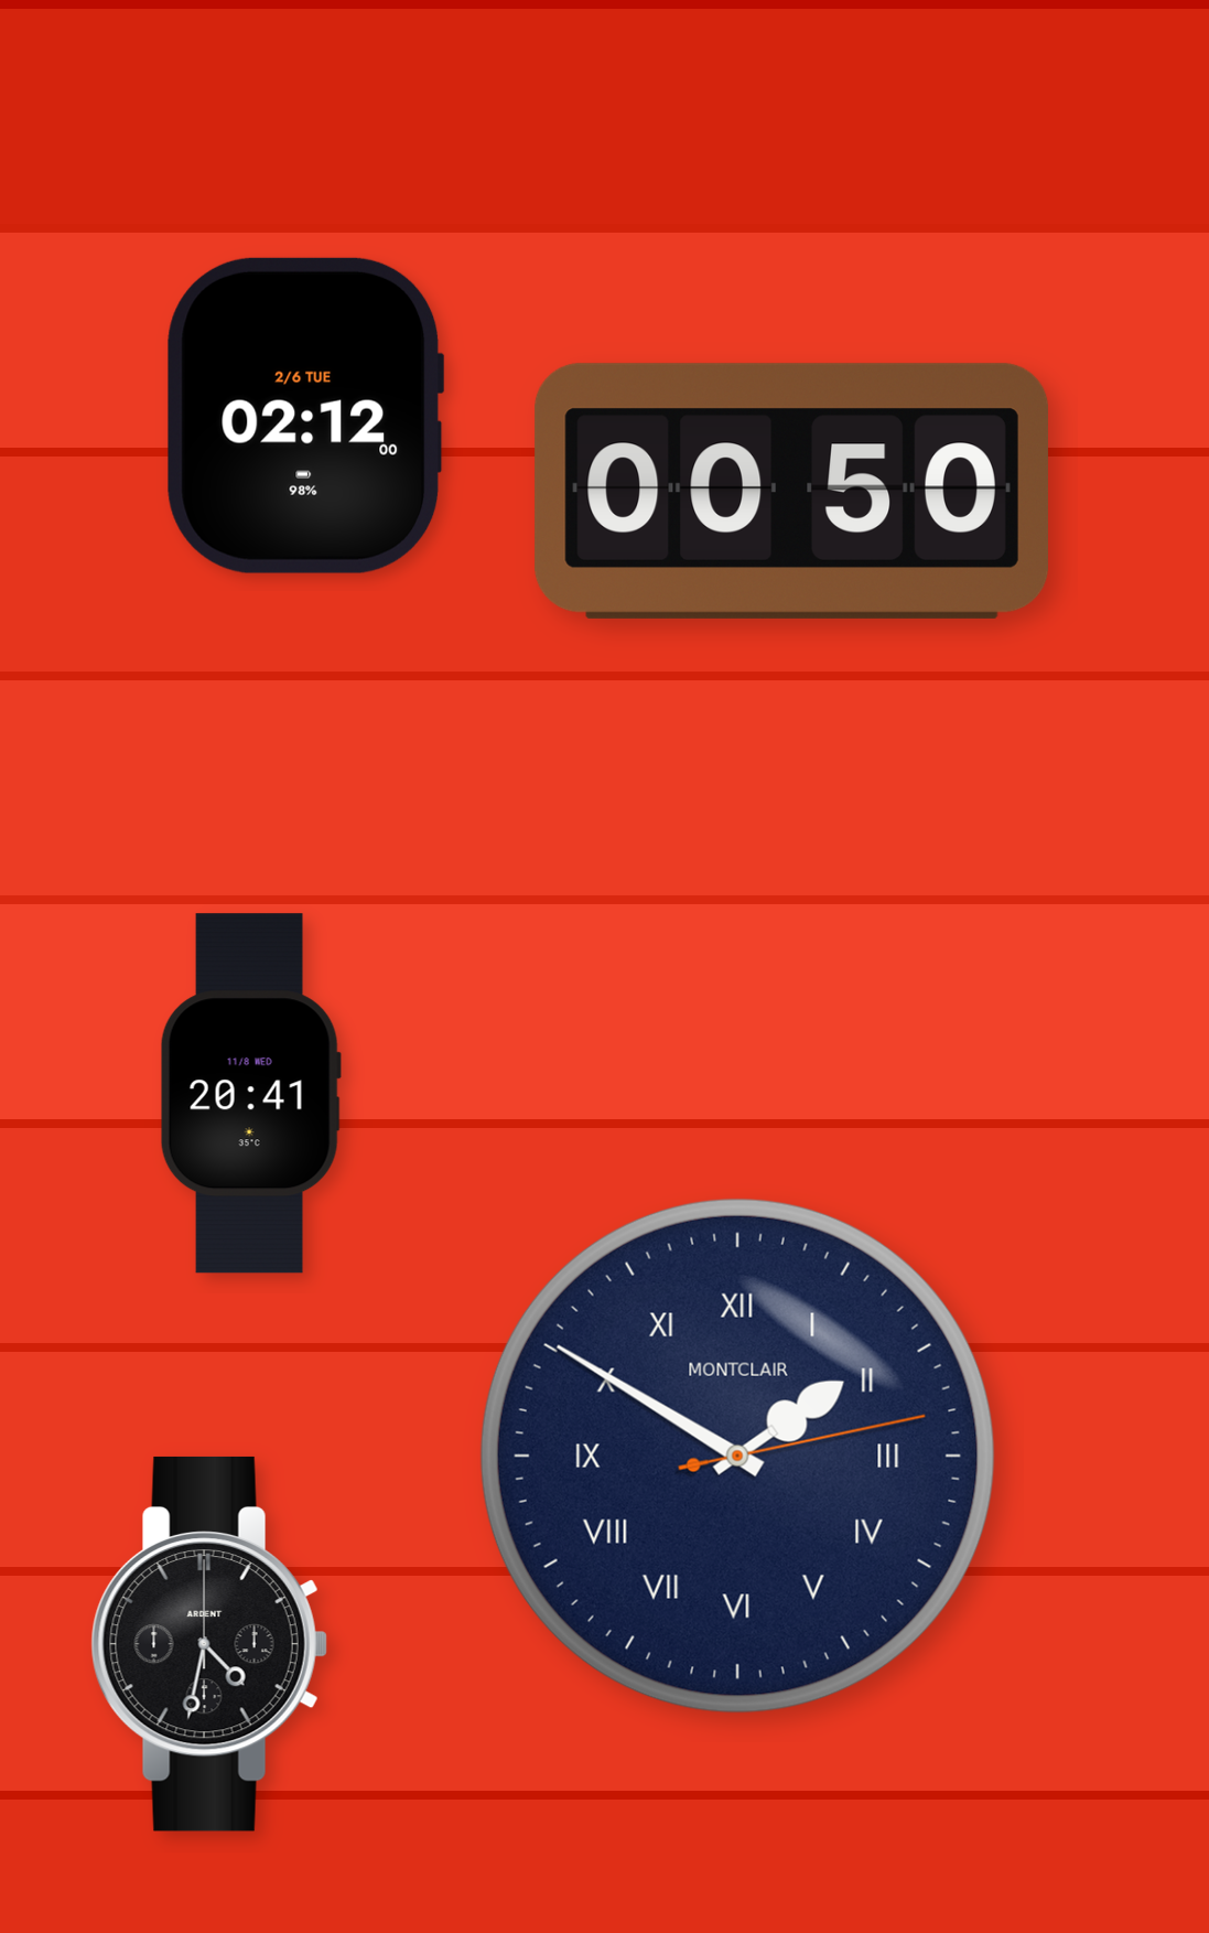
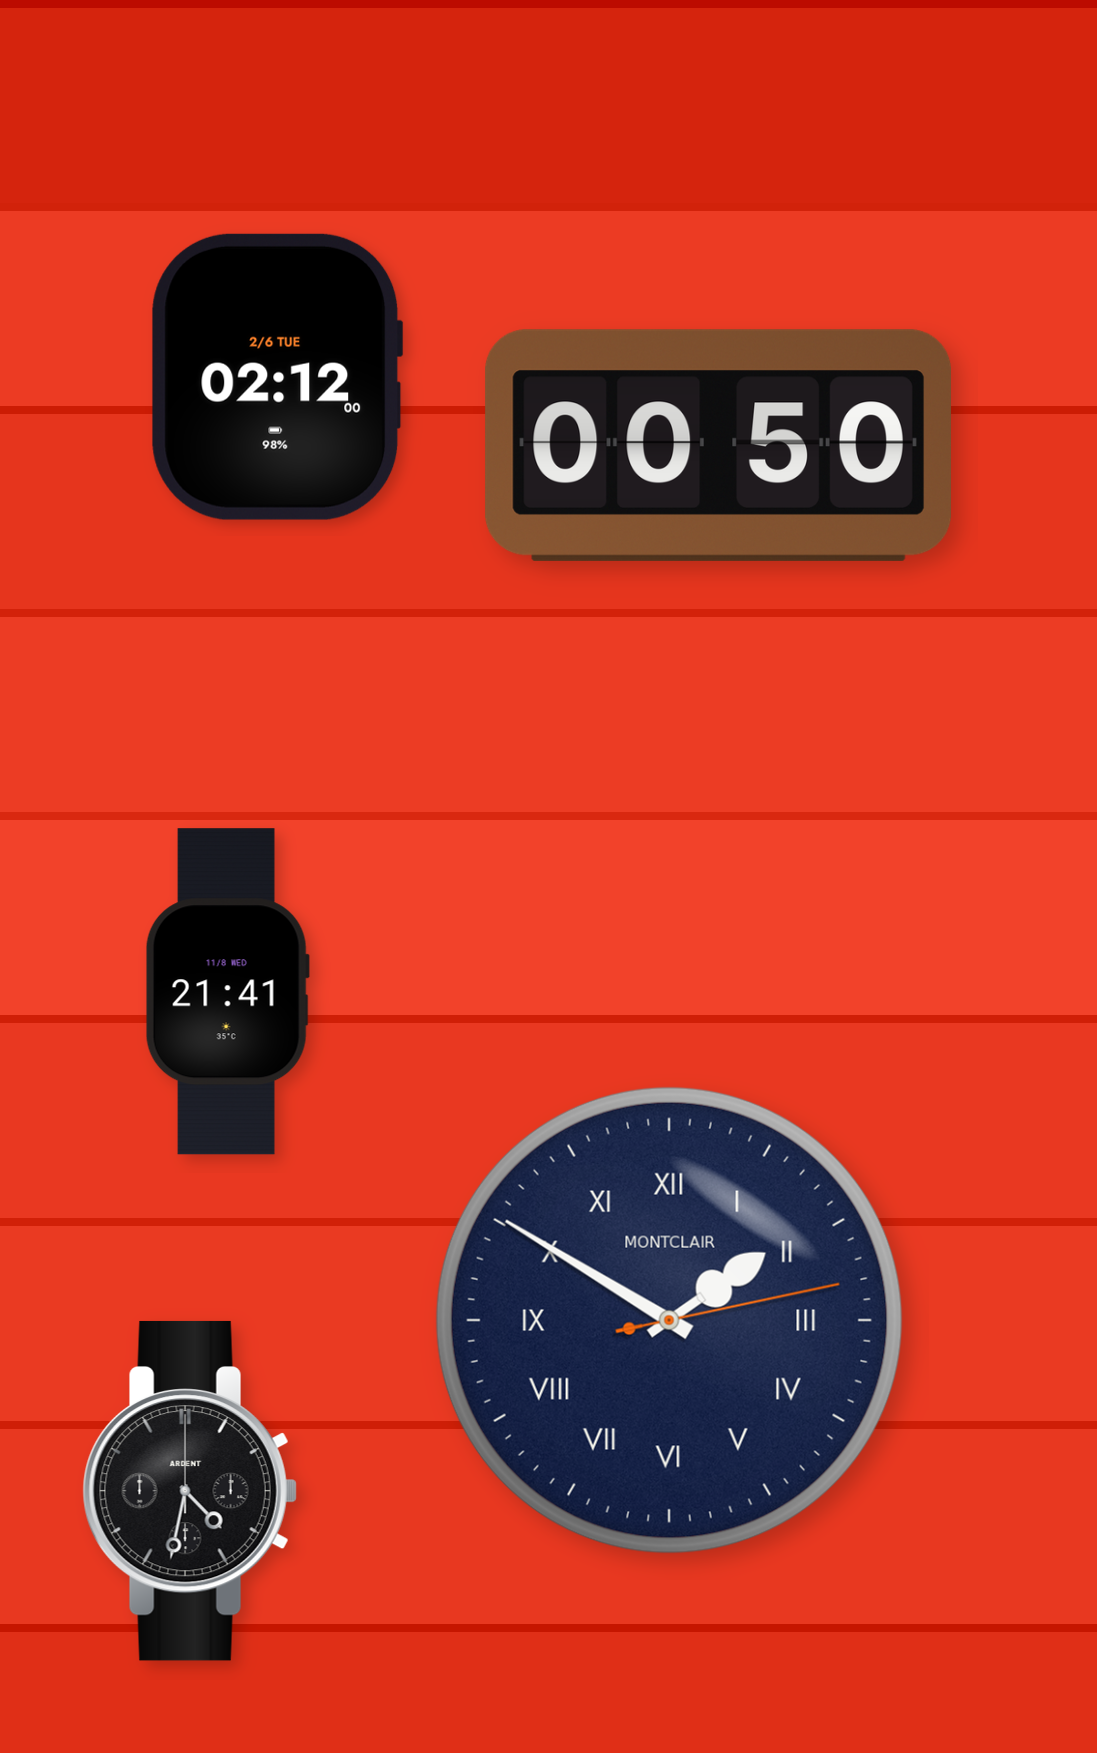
clock at (250, 1094): 20:41 -> 21:41
